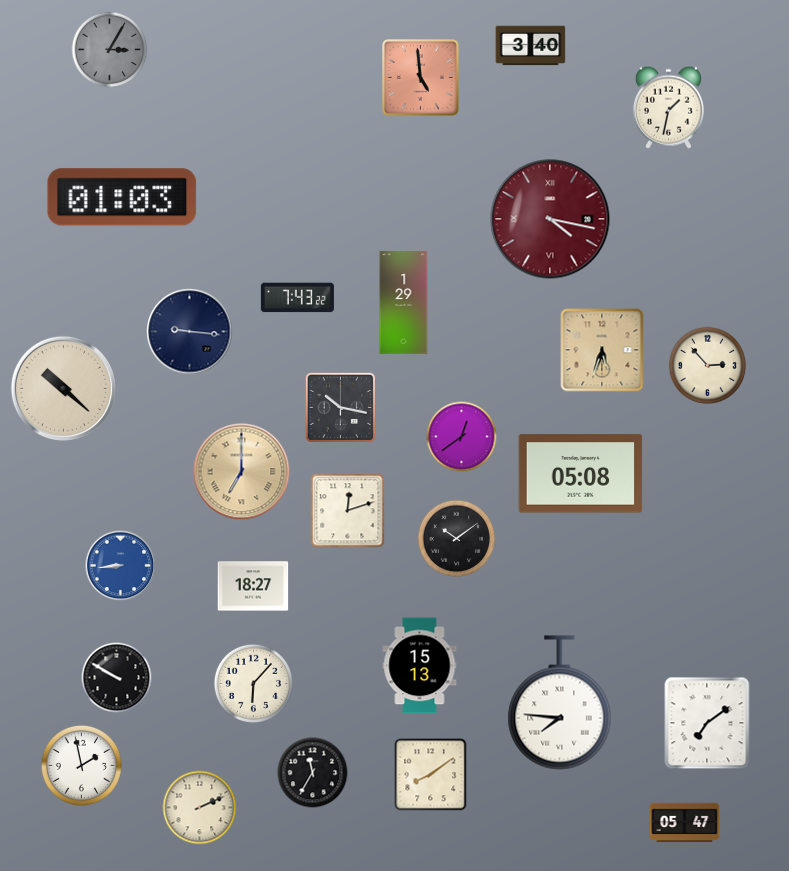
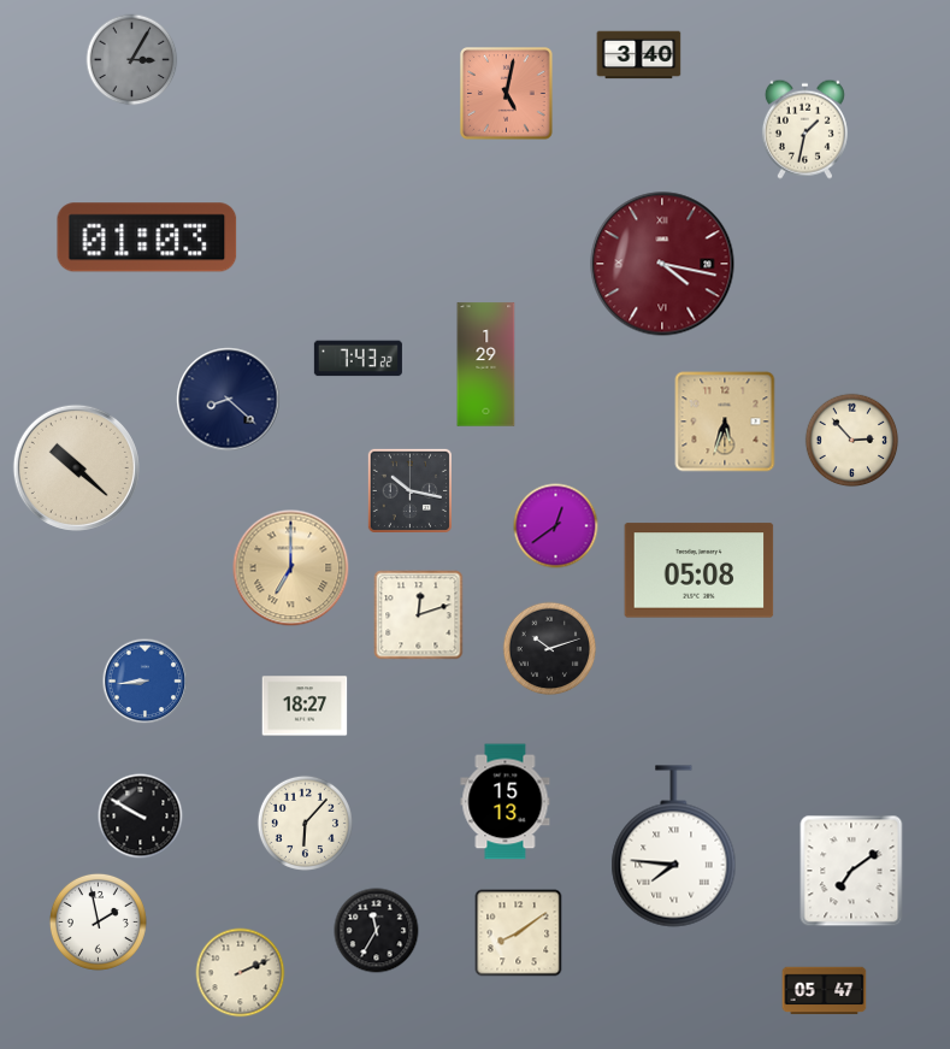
clock at (421, 78): 4:59 -> 5:02
clock at (190, 332): 9:16 -> 8:22
clock at (457, 539): 10:09 -> 10:12
